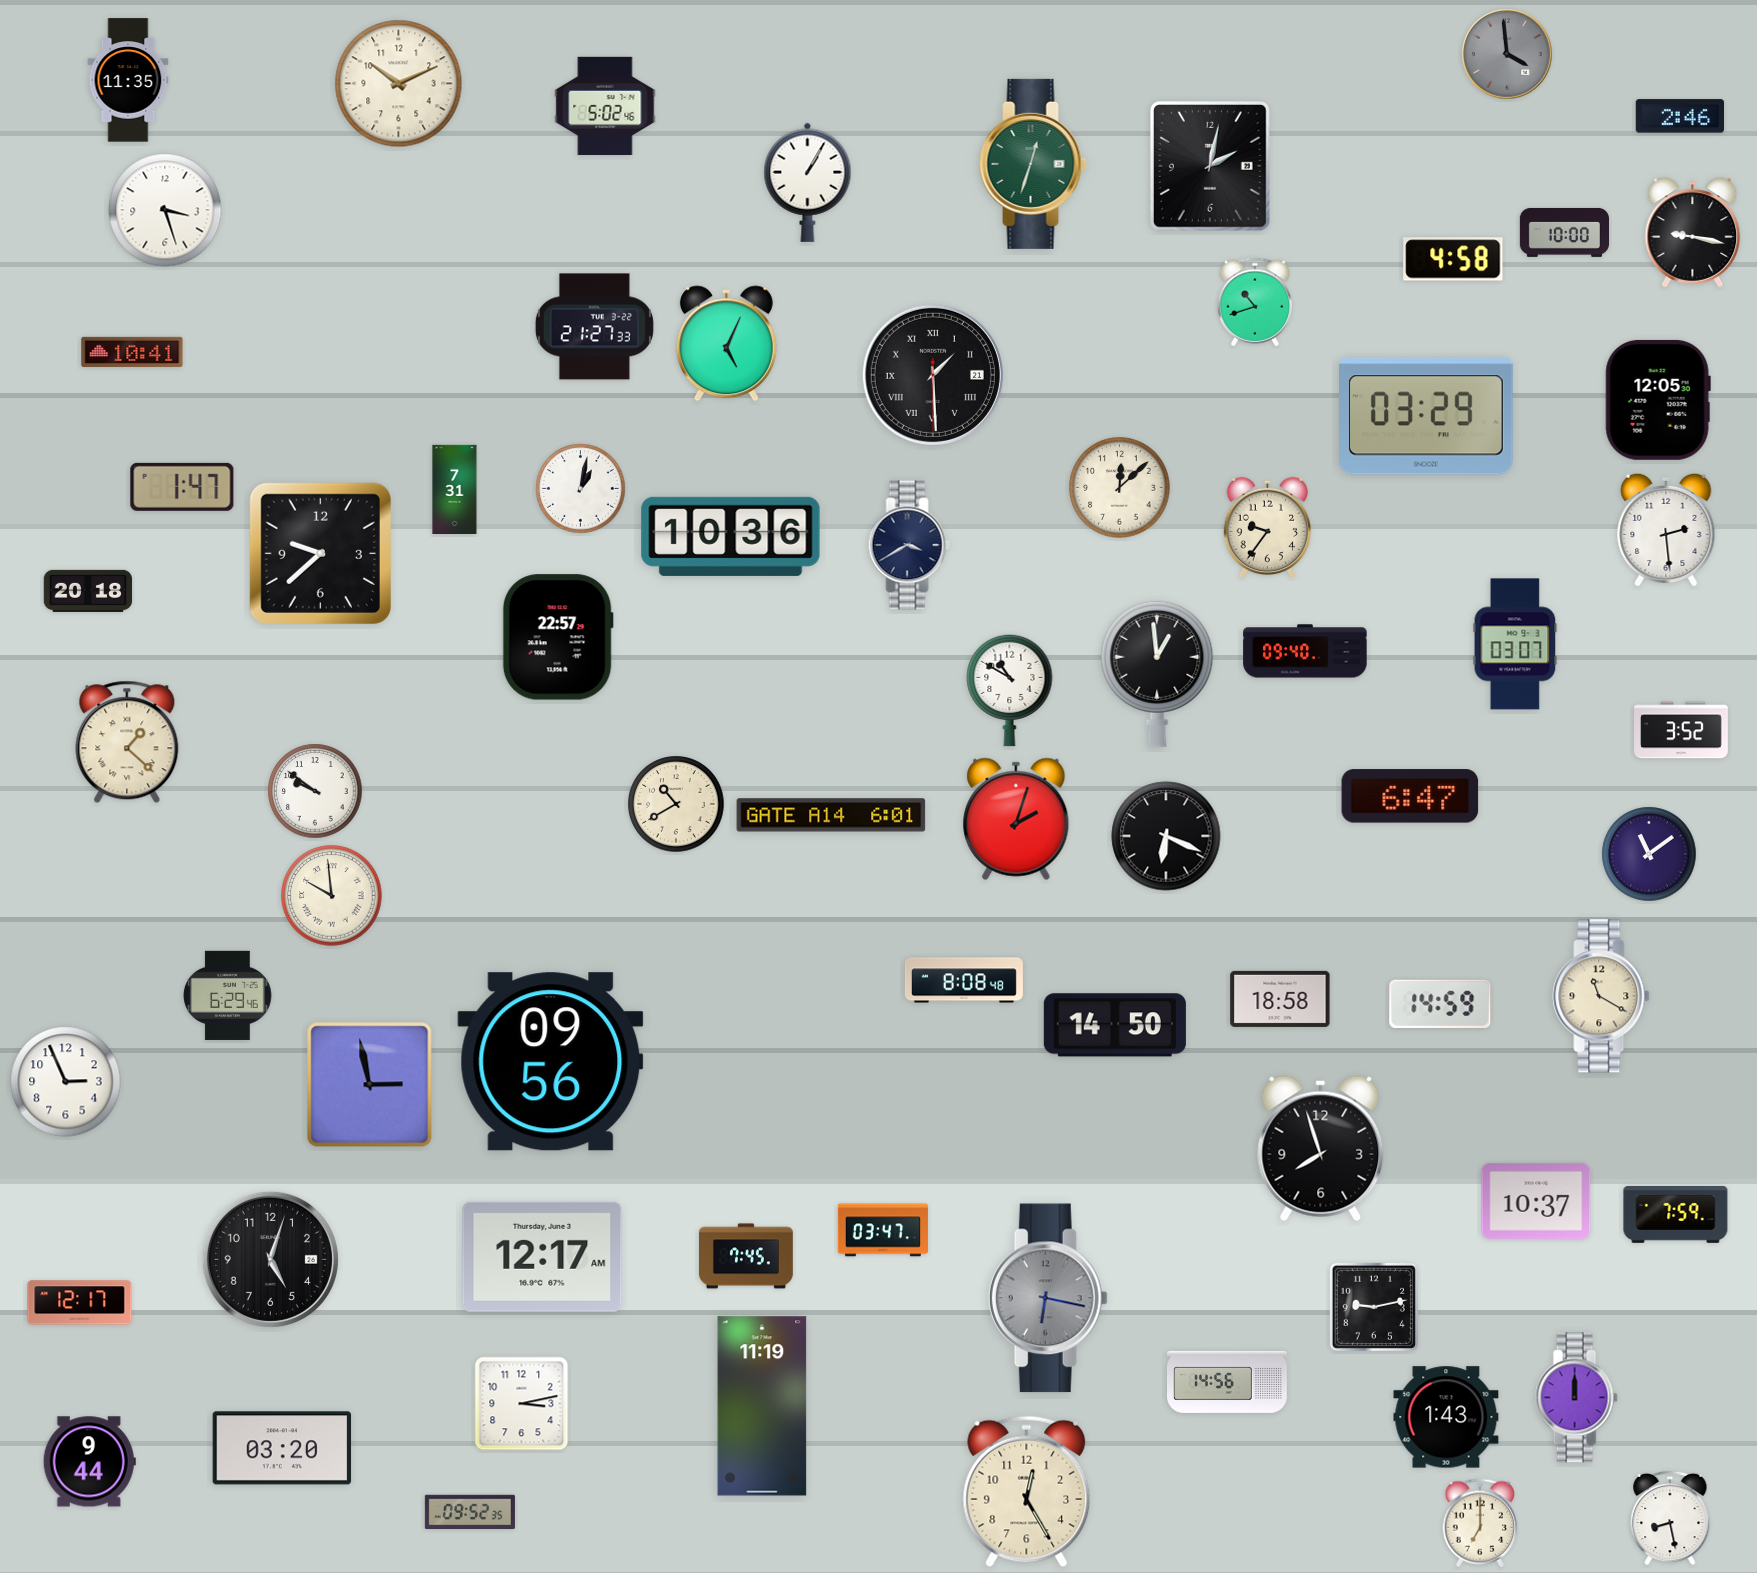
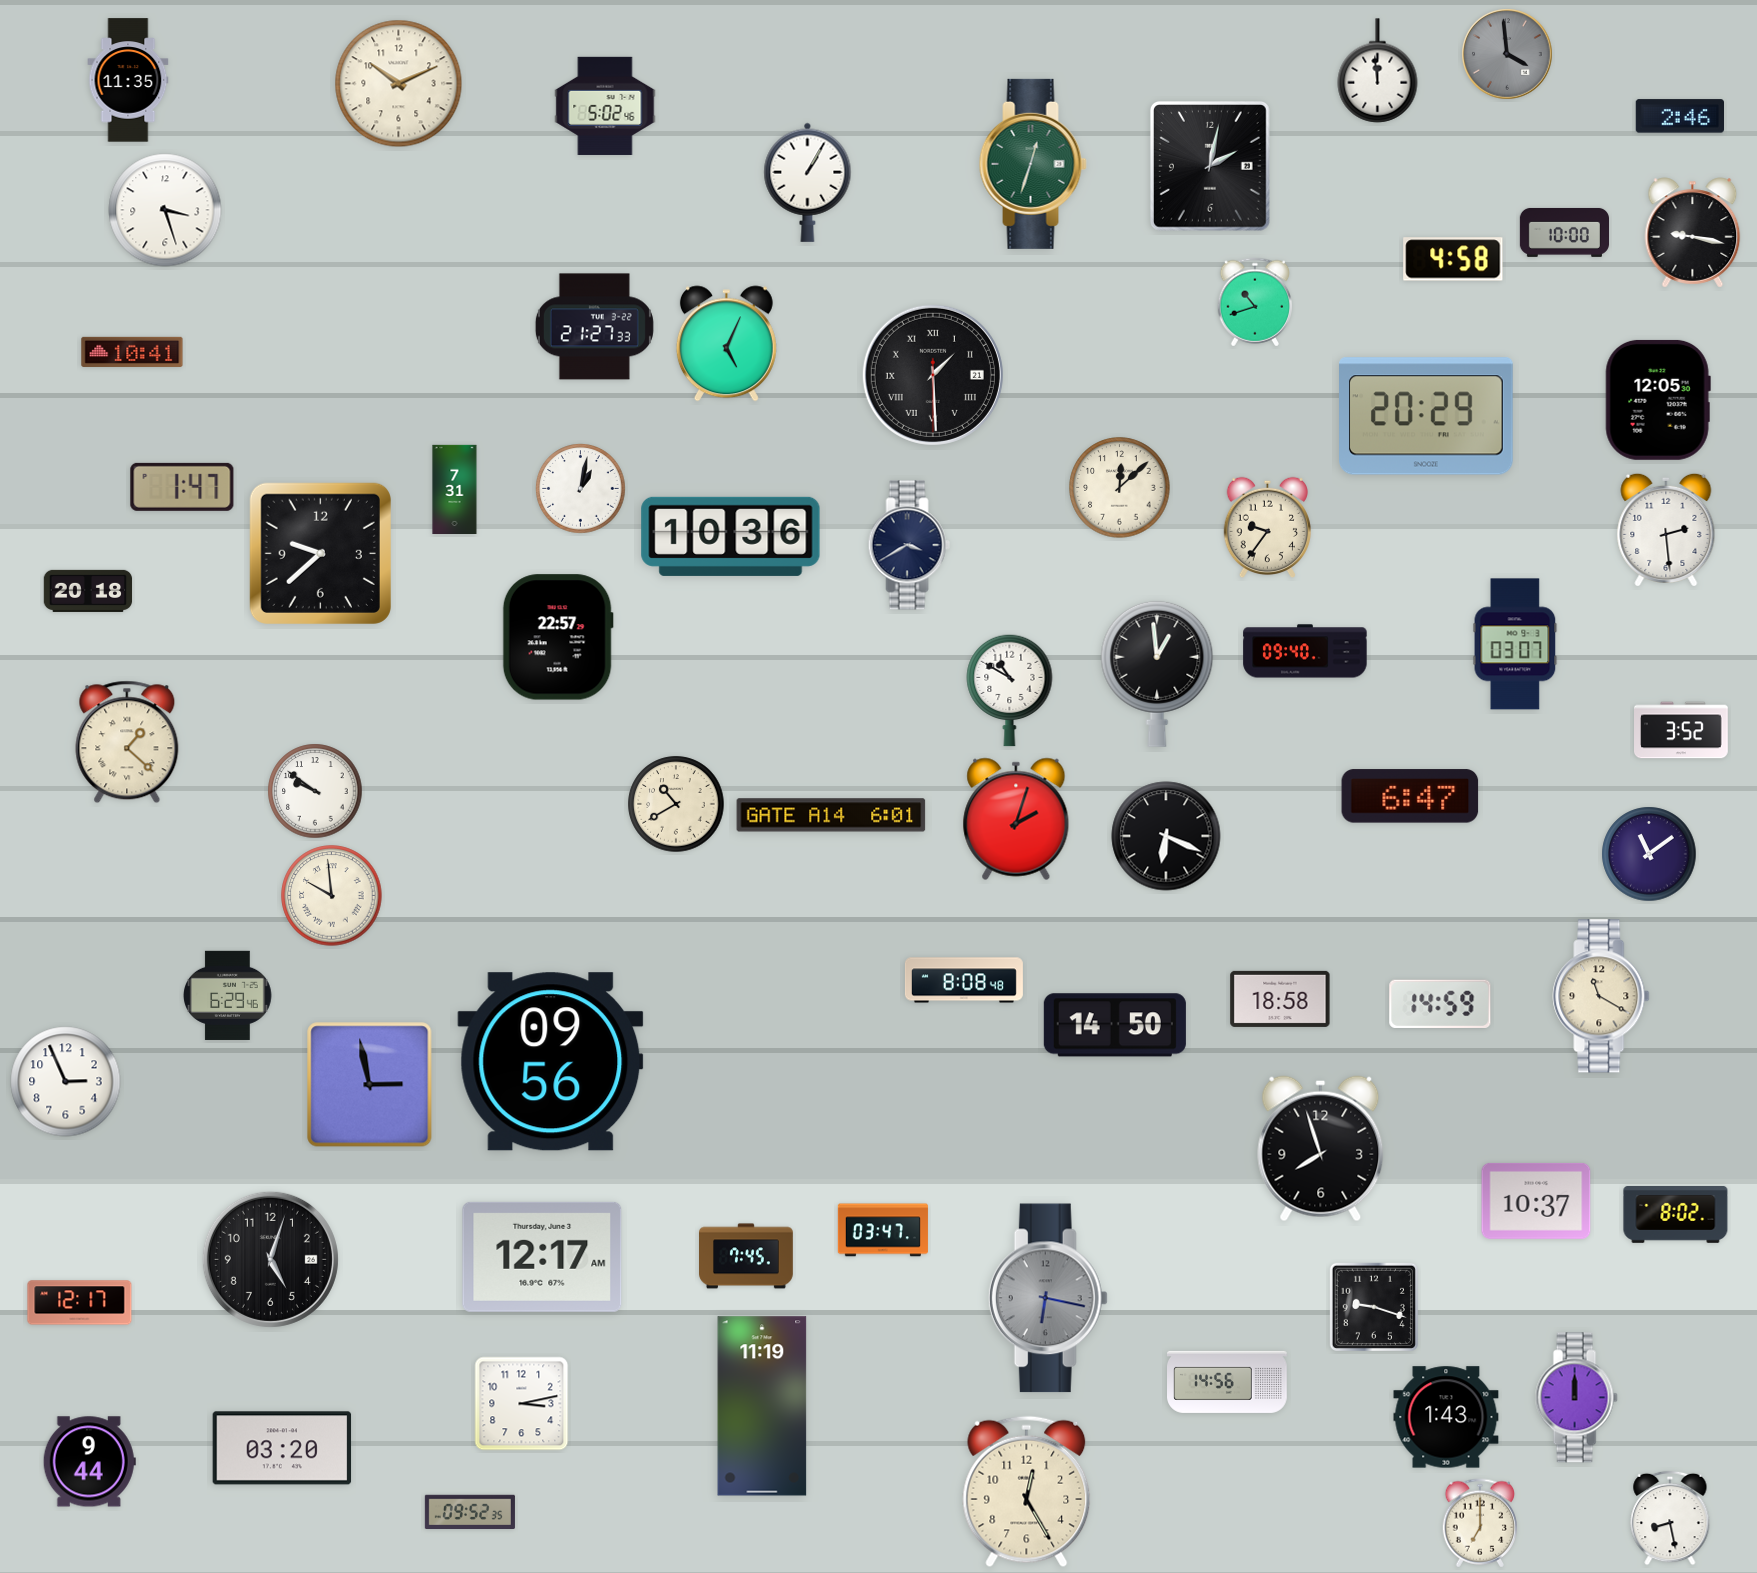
clock at (1378, 71): none -> 11:59
clock at (1427, 416): 03:29 -> 20:29
clock at (1676, 1215): 7:59 -> 8:02
clock at (1374, 1307): 9:13 -> 9:18
